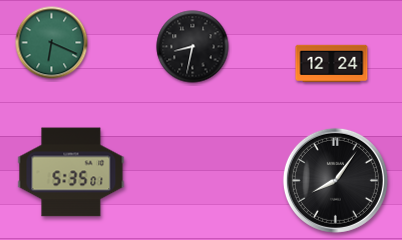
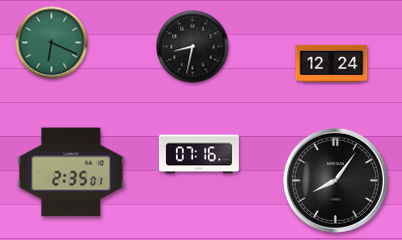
clock at (199, 154): none -> 07:16
clock at (71, 172): 5:35 -> 2:35
